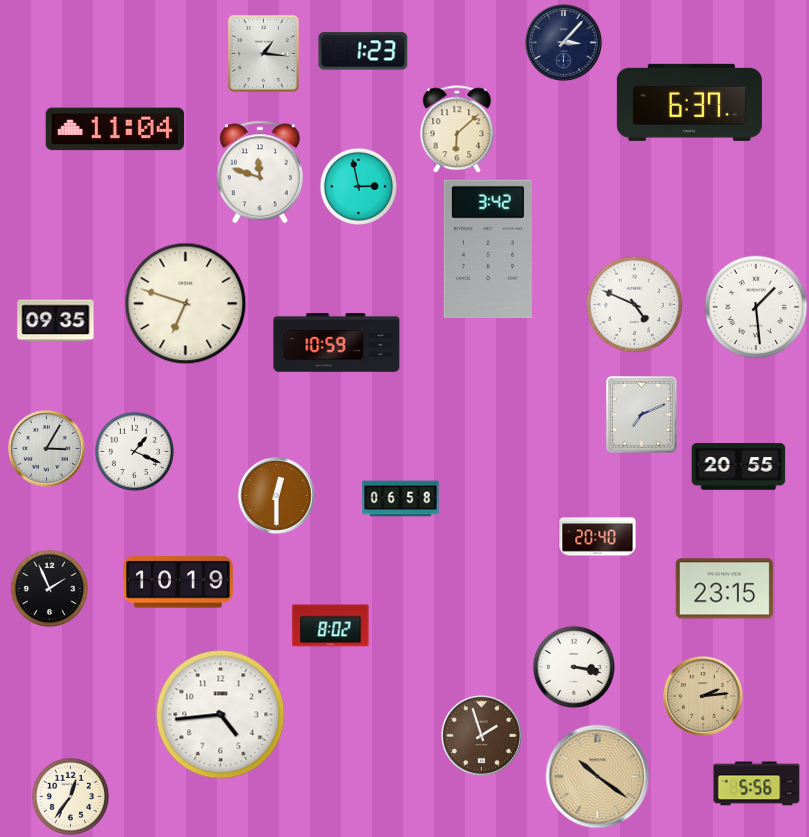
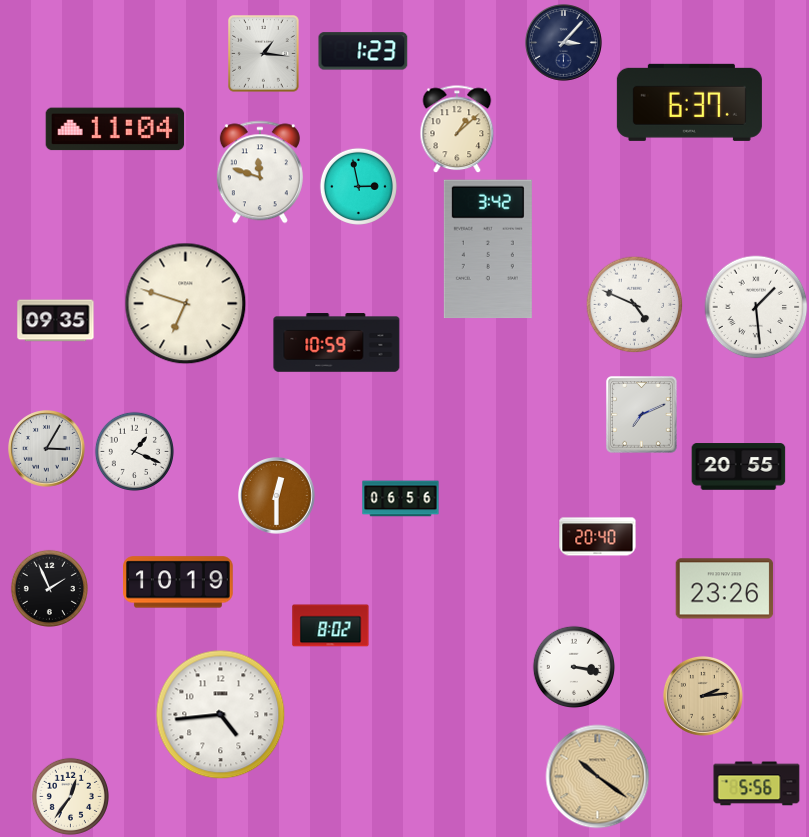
clock at (457, 129): 6:08 -> 1:08
clock at (401, 499): 06:58 -> 06:56
clock at (725, 589): 23:15 -> 23:26
clock at (481, 735): 1:57 -> none
